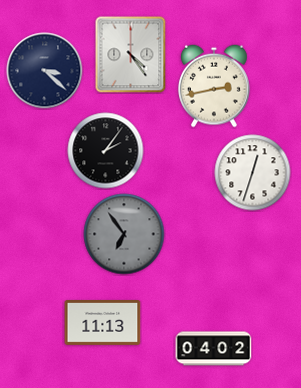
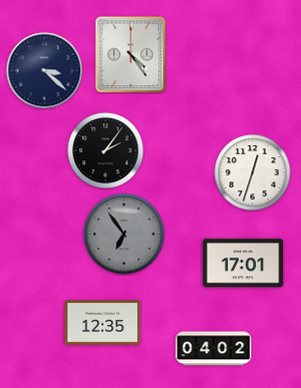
clock at (215, 86): 2:43 -> none
clock at (243, 263): none -> 17:01
clock at (103, 323): 11:13 -> 12:35
